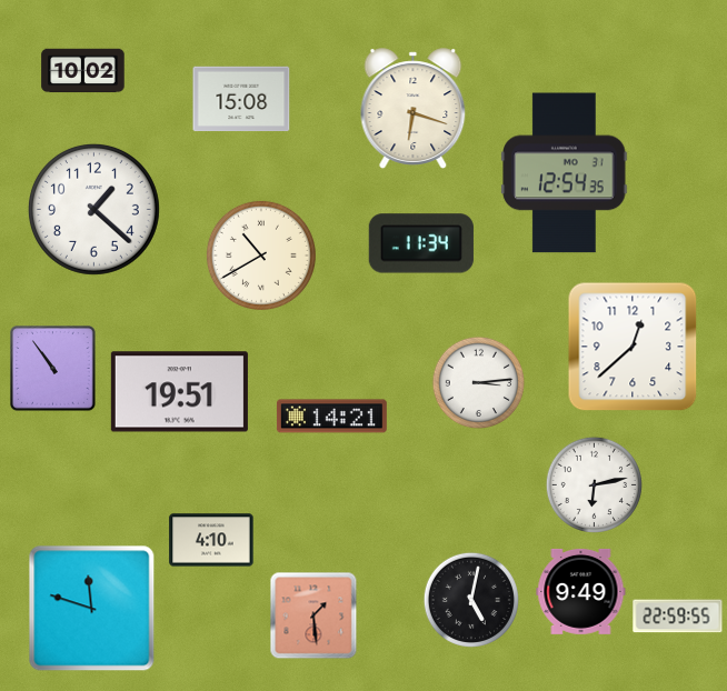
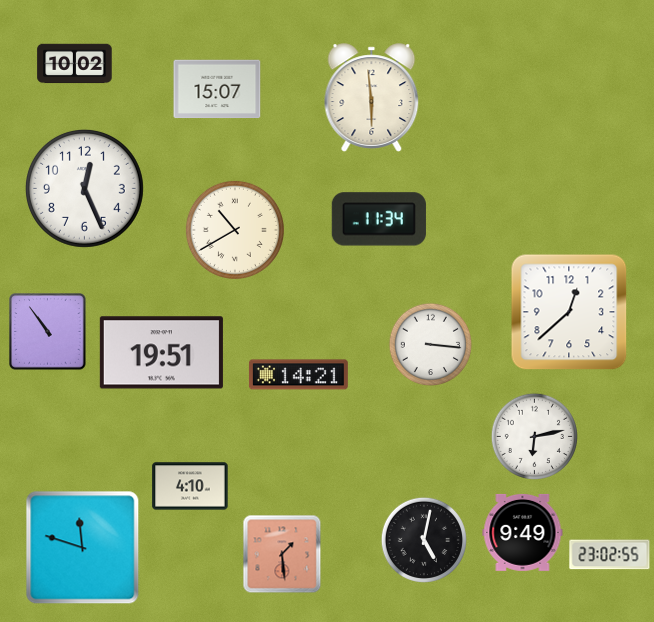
clock at (241, 99): 15:08 -> 15:07
clock at (414, 109): 6:18 -> 5:59
clock at (565, 173): 12:54 -> none
clock at (93, 209): 1:22 -> 12:26
clock at (478, 382): 3:14 -> 3:16
clock at (678, 617): 22:59 -> 23:02
